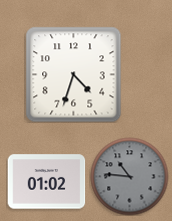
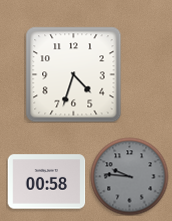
clock at (129, 176): 10:46 -> 9:46
clock at (46, 182): 01:02 -> 00:58
